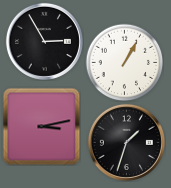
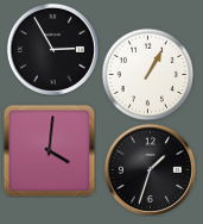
clock at (41, 126): 3:13 -> 4:01
